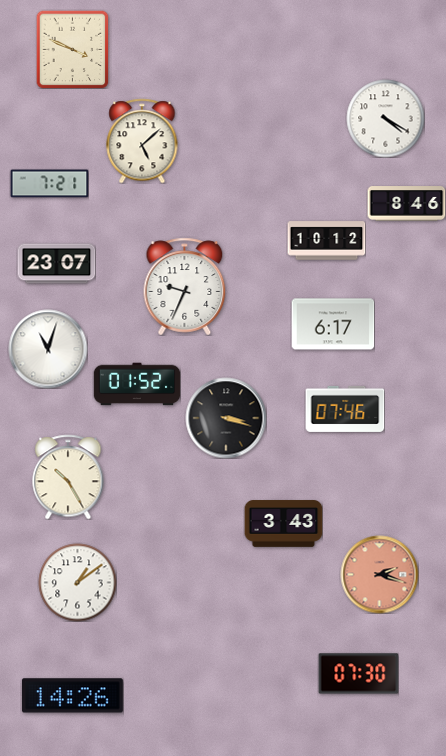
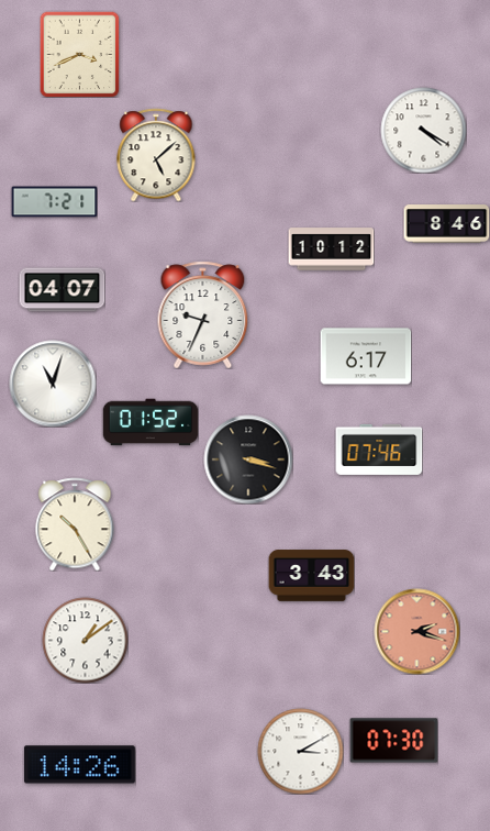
clock at (73, 49): 3:49 -> 3:41
clock at (326, 241) position: (326, 241) -> (331, 250)
clock at (56, 264): 23:07 -> 04:07
clock at (300, 751): none -> 3:10
